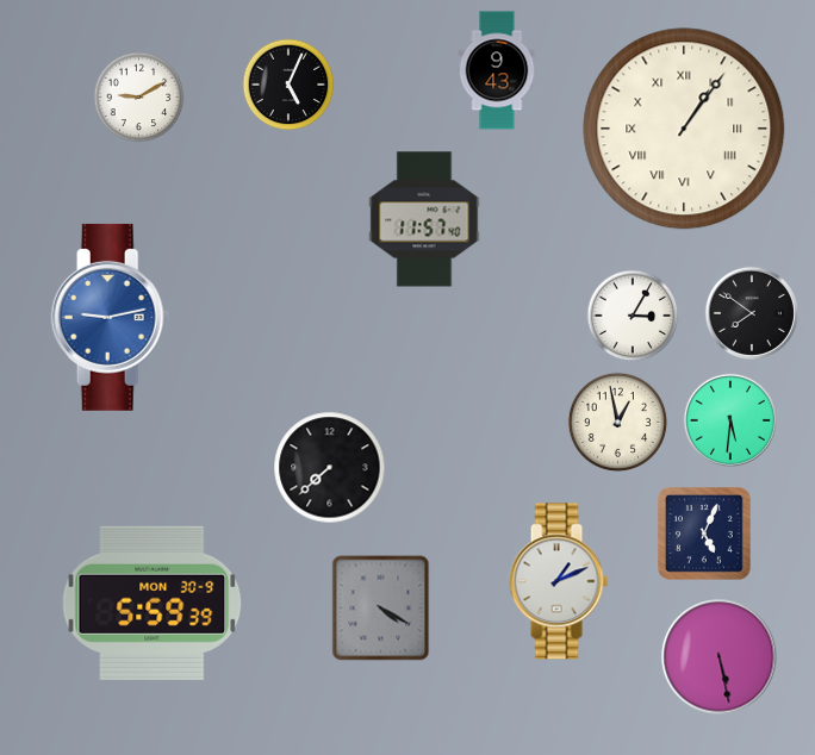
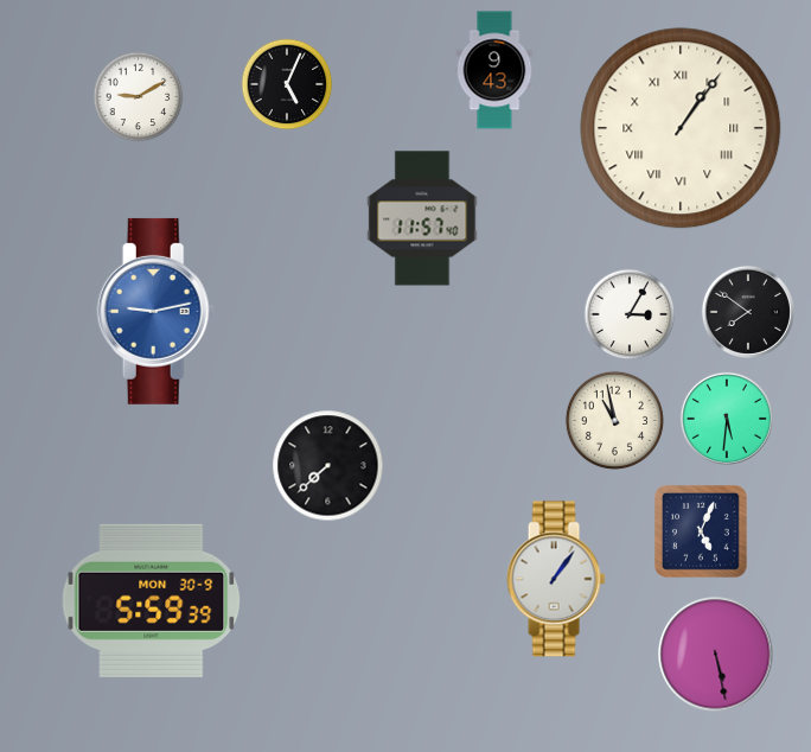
clock at (111, 317) position: (111, 317) -> (157, 311)
clock at (617, 422): 12:58 -> 10:58
clock at (559, 581): 1:11 -> 1:06
clock at (381, 609): 4:20 -> none
